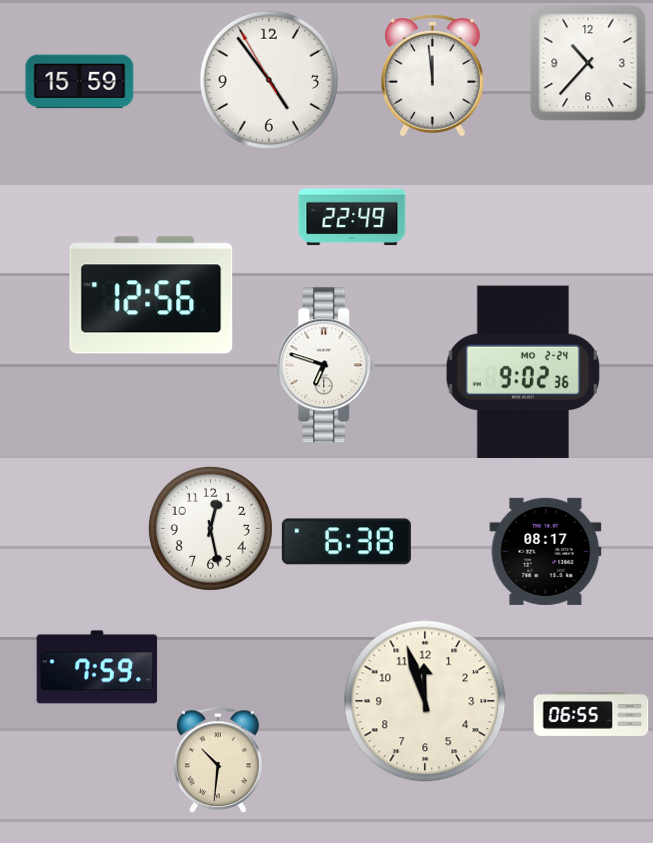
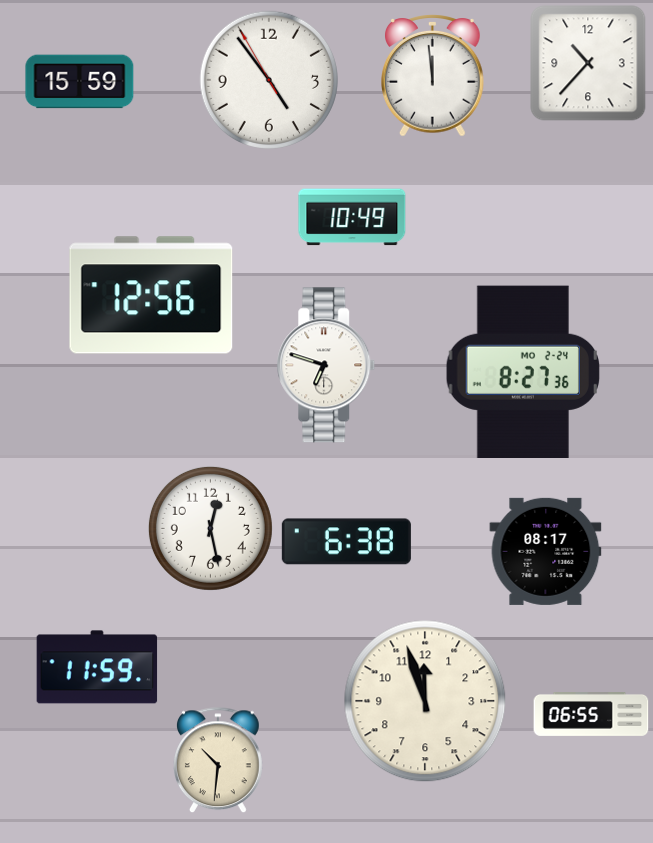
clock at (352, 217): 22:49 -> 10:49
clock at (523, 372): 9:02 -> 8:27
clock at (97, 667): 7:59 -> 11:59
